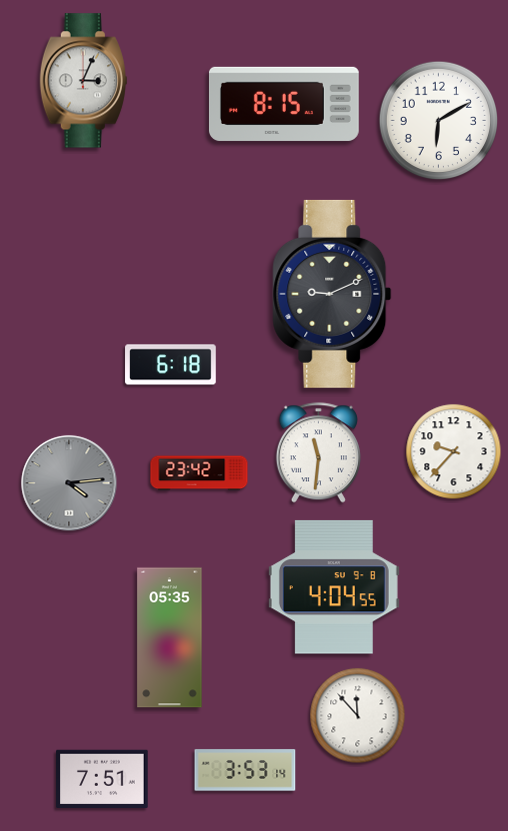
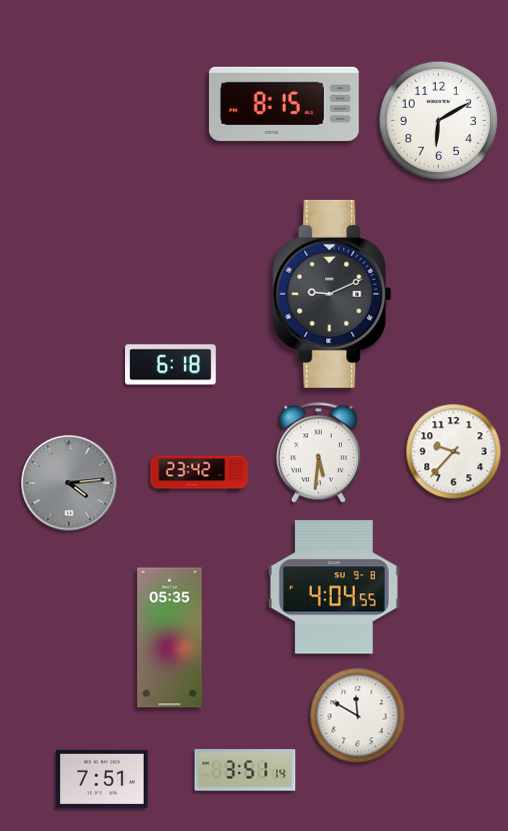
clock at (83, 81): 3:04 -> none
clock at (318, 453): 11:31 -> 5:31
clock at (358, 716): 11:53 -> 11:50
clock at (245, 770): 3:53 -> 3:51
